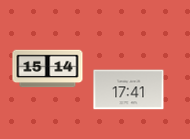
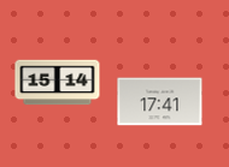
clock at (129, 90) position: (129, 90) -> (160, 102)
